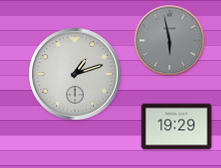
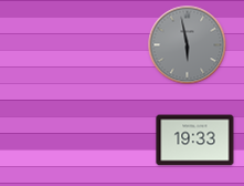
clock at (75, 74): 1:12 -> none
clock at (177, 127): 19:29 -> 19:33
